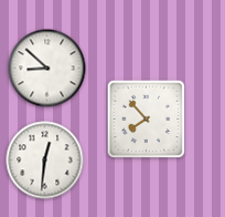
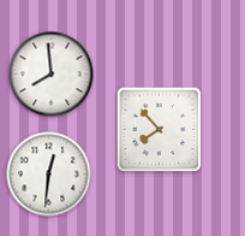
clock at (47, 69): 8:52 -> 7:59
